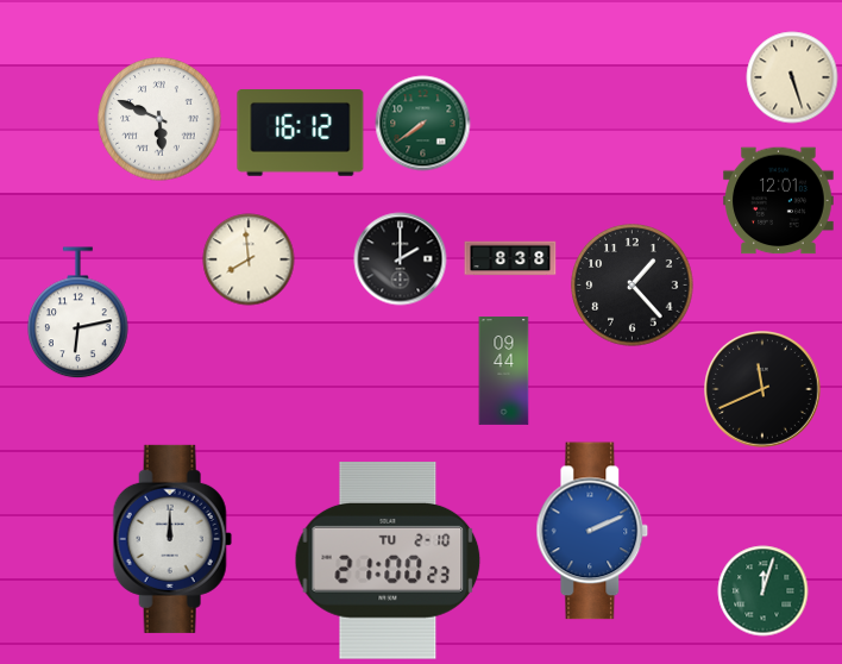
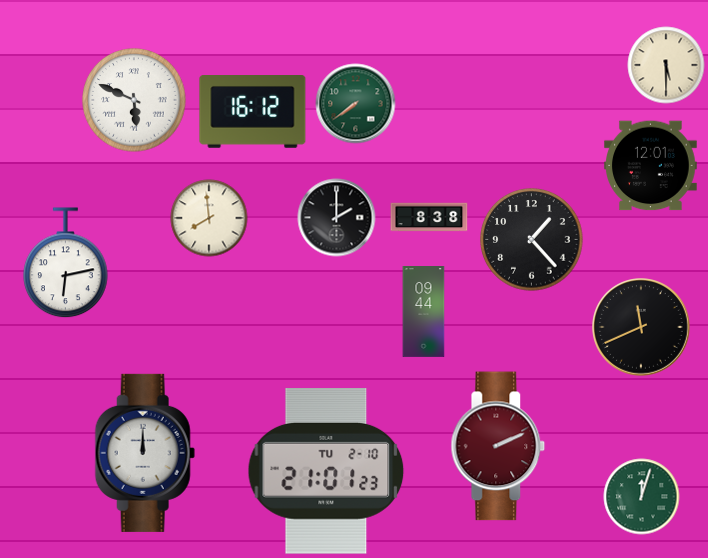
clock at (792, 77): 5:27 -> 5:30
clock at (779, 201) position: (779, 201) -> (651, 166)
clock at (592, 531) dial: blue -> burgundy
clock at (388, 562): 21:00 -> 21:01
